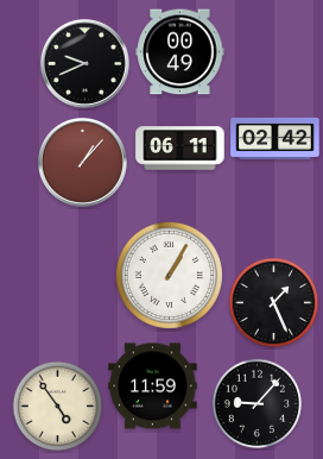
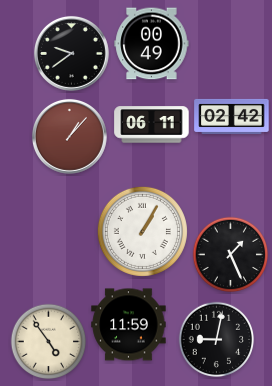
clock at (84, 63): 9:41 -> 9:39
clock at (258, 404): 9:07 -> 9:02
